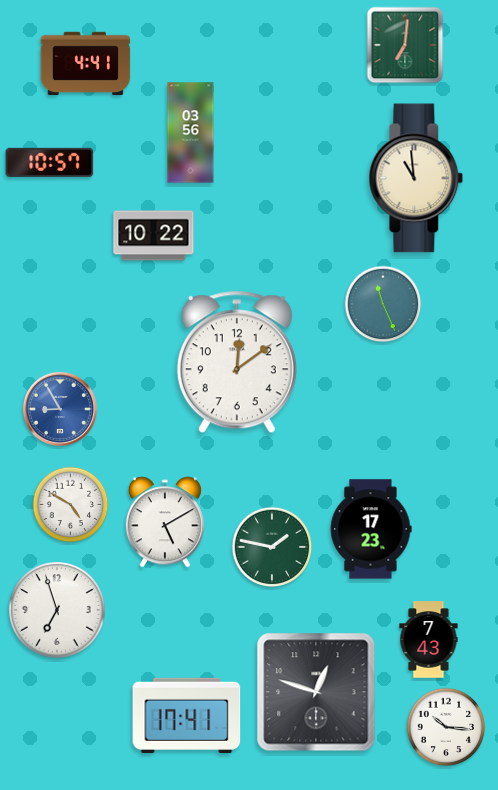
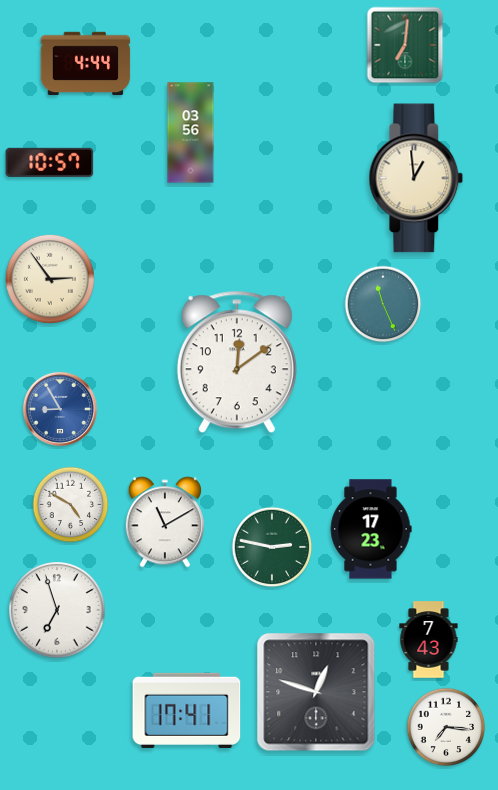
clock at (86, 64): 4:41 -> 4:44
clock at (416, 178): 10:59 -> 12:59
clock at (154, 236): 10:22 -> none
clock at (50, 279): none -> 2:54
clock at (165, 522): 5:10 -> 11:10
clock at (272, 547): 1:47 -> 2:47
clock at (187, 715) position: (187, 715) -> (187, 710)
clock at (446, 727): 10:16 -> 7:16
